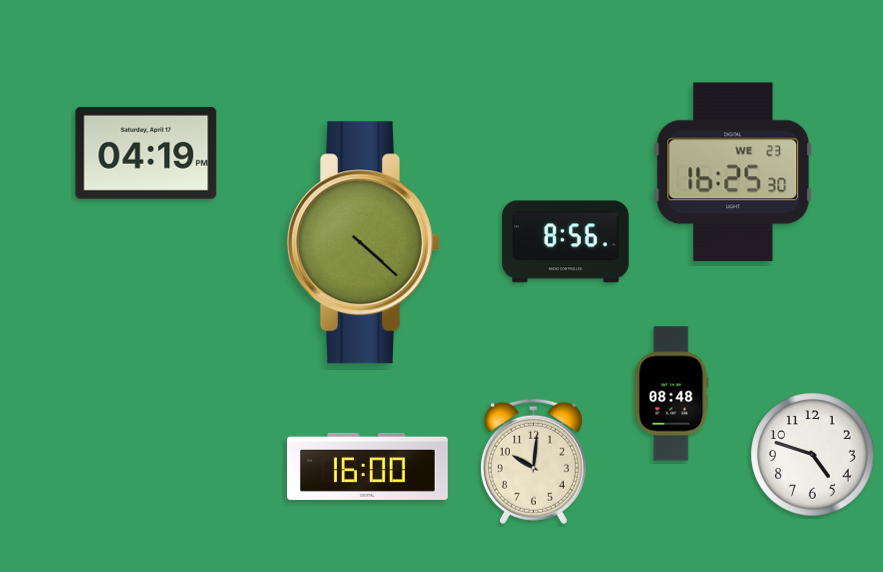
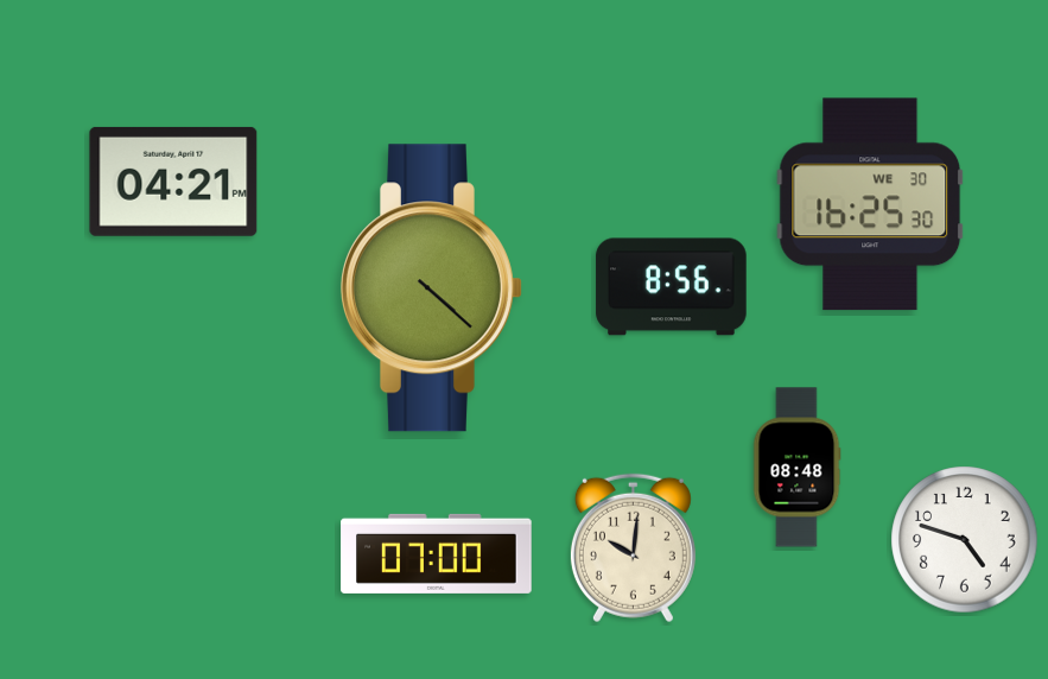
clock at (146, 153): 04:19 -> 04:21
clock at (733, 172) date: WE 23 -> WE 30
clock at (368, 466): 16:00 -> 07:00
